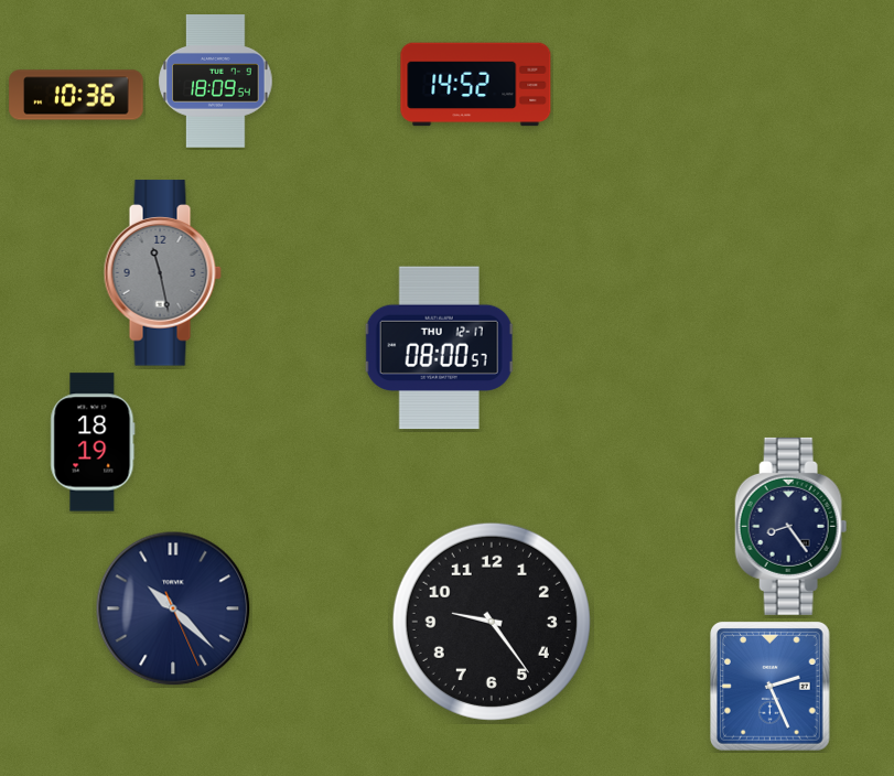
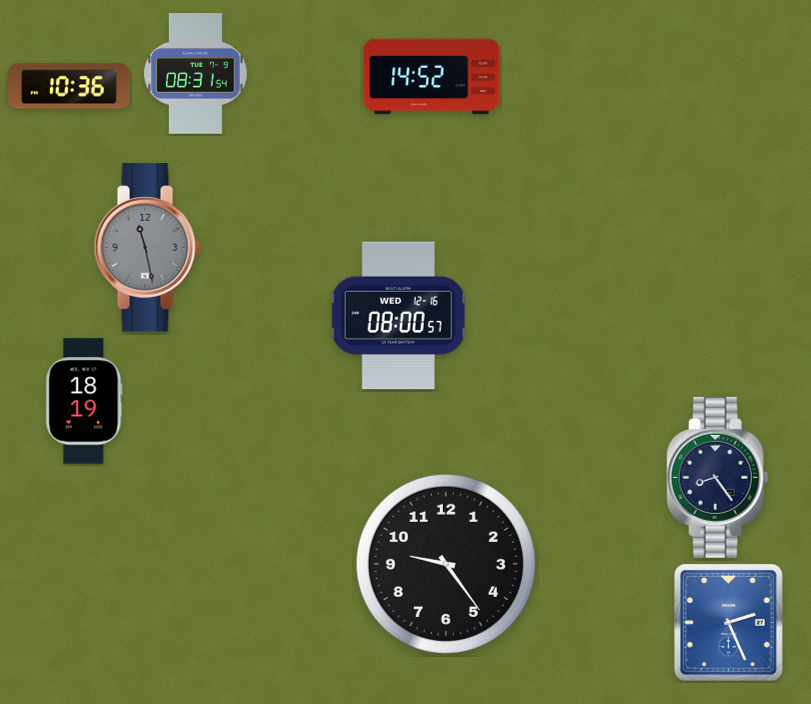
clock at (216, 82): 18:09 -> 08:31
clock at (440, 348) date: THU 12-17 -> WED 12-16
clock at (173, 608): 10:22 -> none
clock at (771, 687) position: (771, 687) -> (729, 623)
